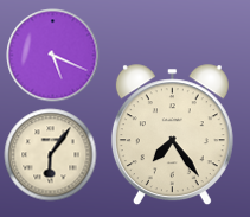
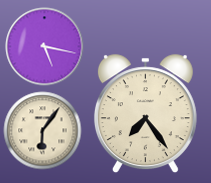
clock at (52, 55): 5:19 -> 5:17
